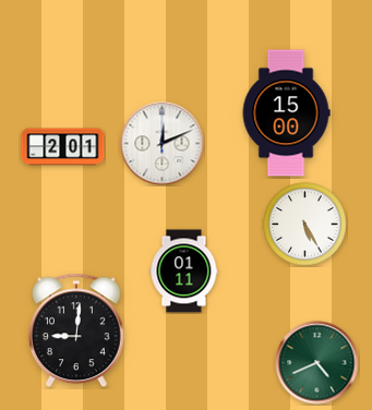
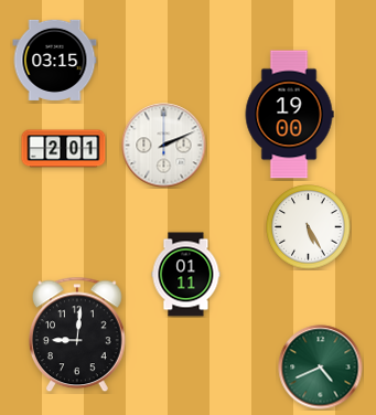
clock at (55, 60): none -> 03:15
clock at (286, 113): 15:00 -> 19:00
clock at (163, 144): 12:11 -> 2:11
